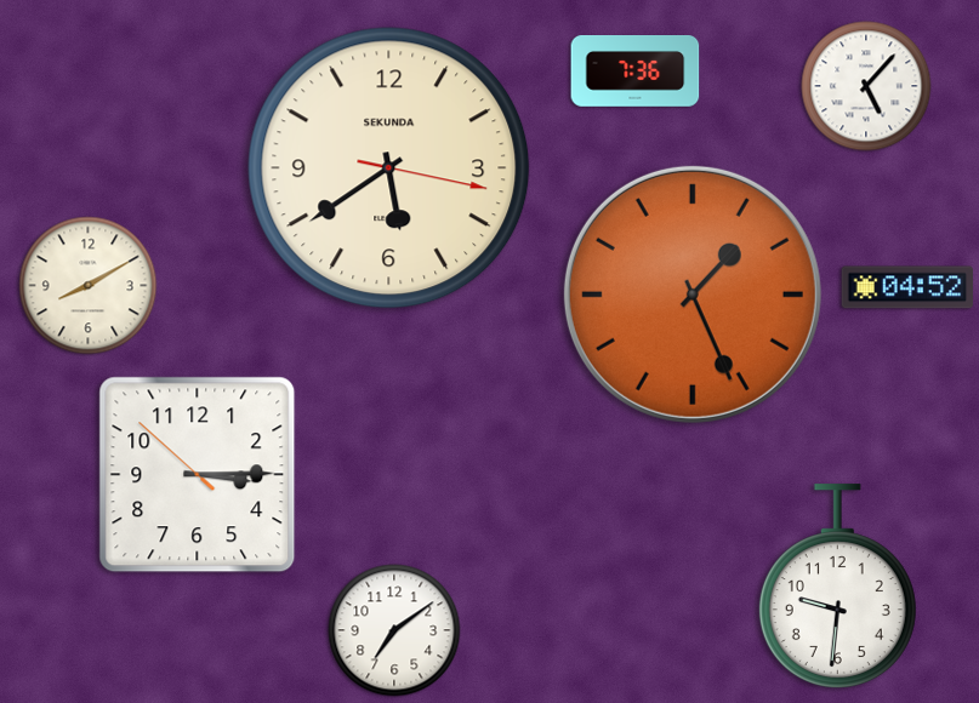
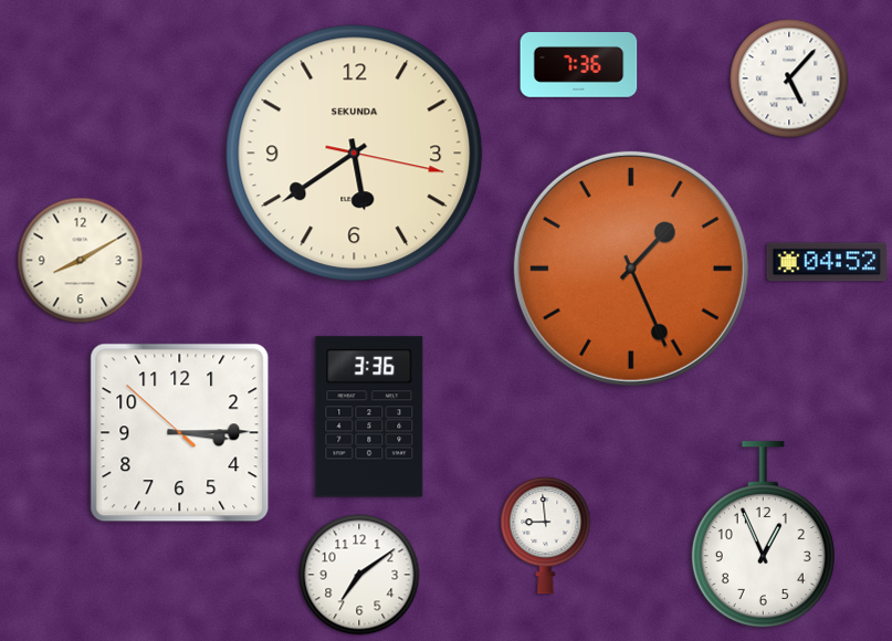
clock at (369, 417): none -> 3:36
clock at (837, 587): 9:31 -> 12:56
clock at (546, 536): none -> 8:59
